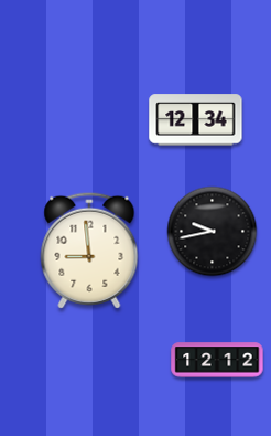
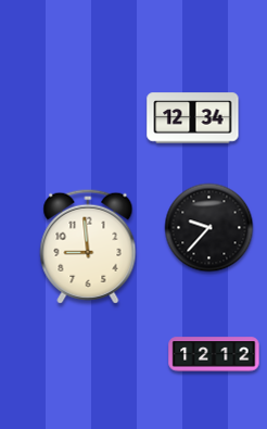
clock at (213, 232): 9:43 -> 9:37
